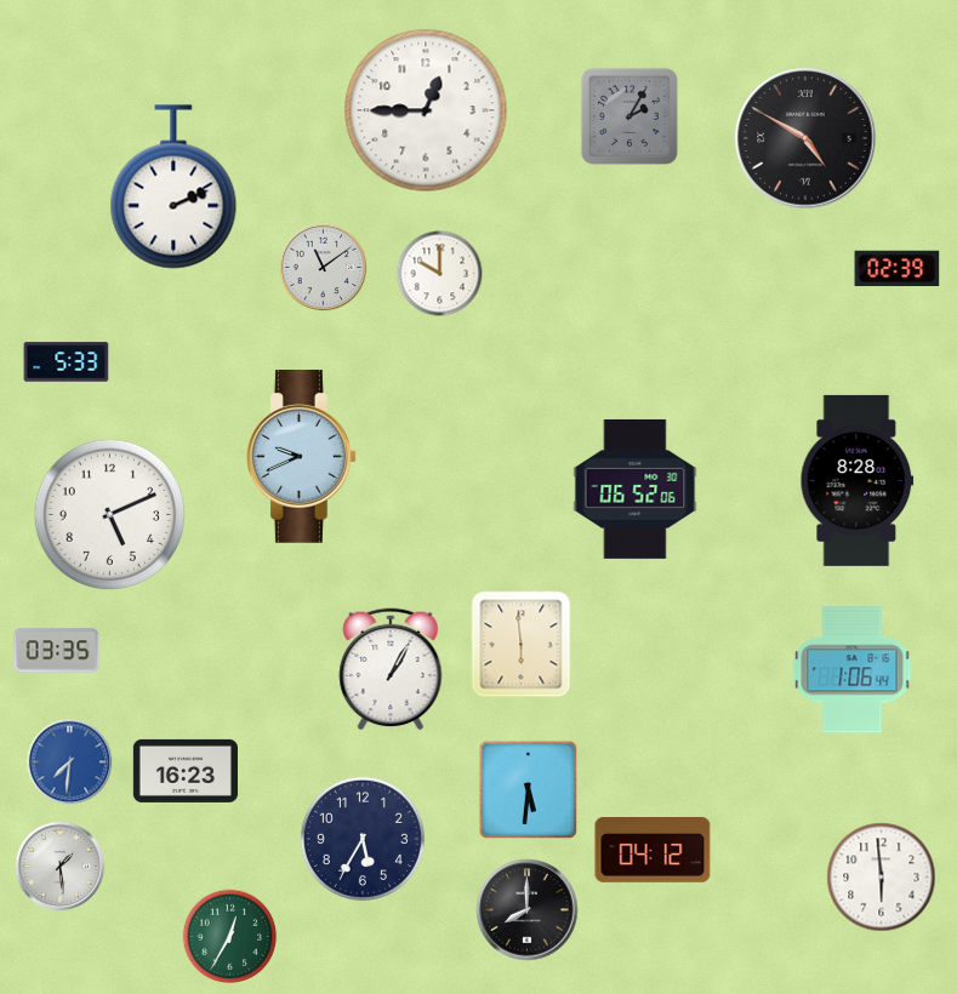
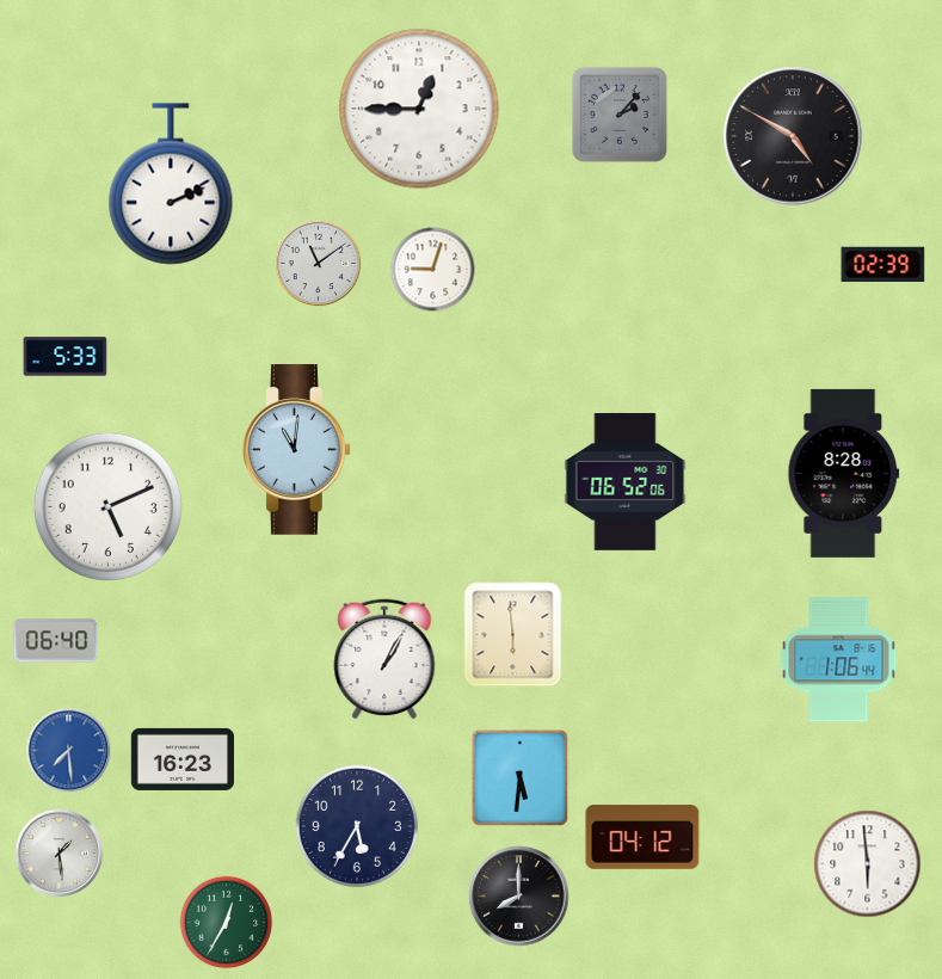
clock at (630, 116): 2:05 -> 2:07
clock at (440, 274): 10:00 -> 9:03
clock at (302, 457): 9:41 -> 11:01
clock at (57, 651): 03:35 -> 06:40
clock at (70, 762): 7:31 -> 7:29
